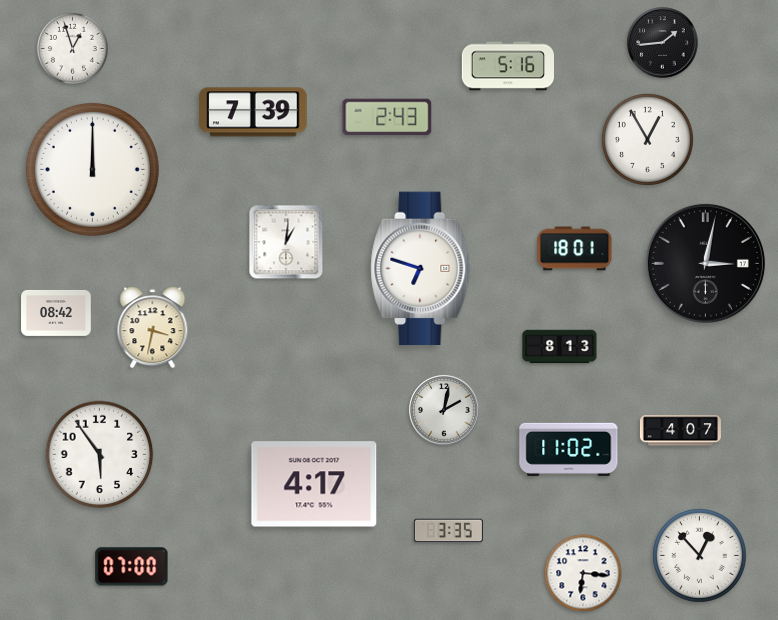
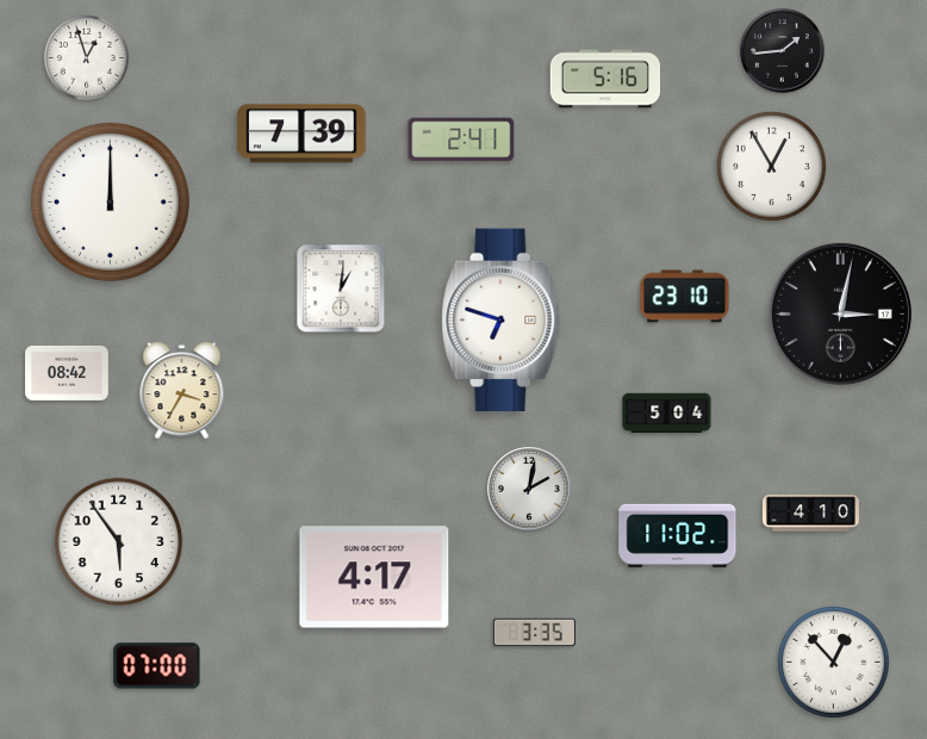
clock at (663, 43) position: (663, 43) -> (783, 51)
clock at (387, 117): 2:43 -> 2:41
clock at (575, 249): 18:01 -> 23:10
clock at (153, 328): 3:32 -> 3:35
clock at (560, 347): 8:13 -> 5:04
clock at (680, 431): 4:07 -> 4:10
clock at (132, 567) position: (132, 567) -> (157, 666)
clock at (583, 573): 6:16 -> none
